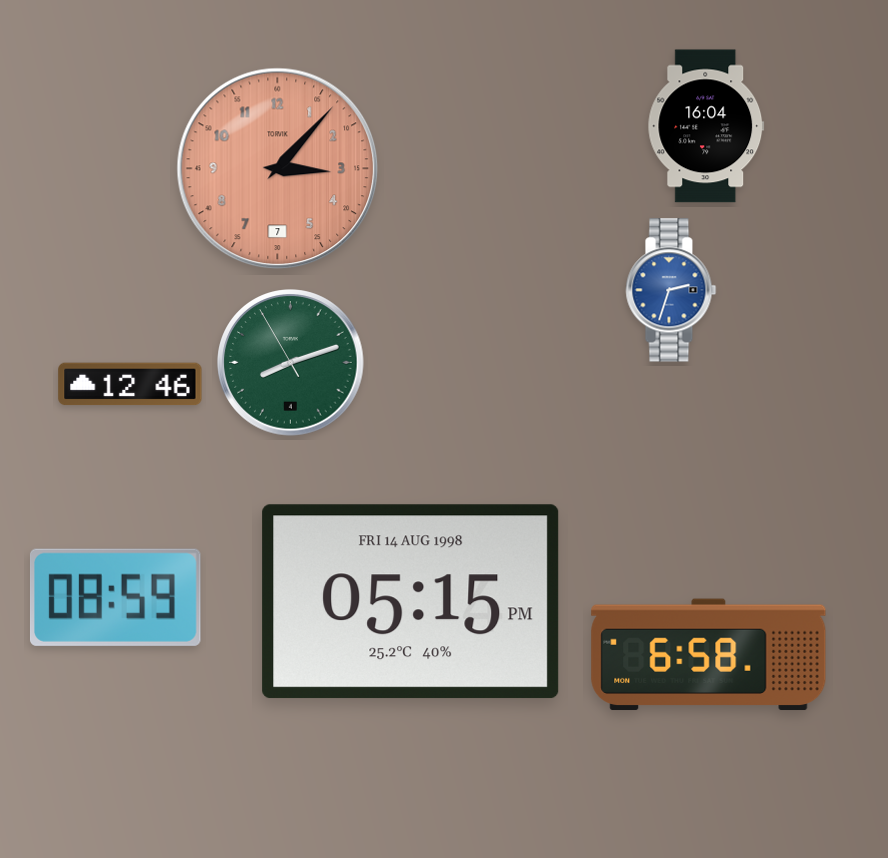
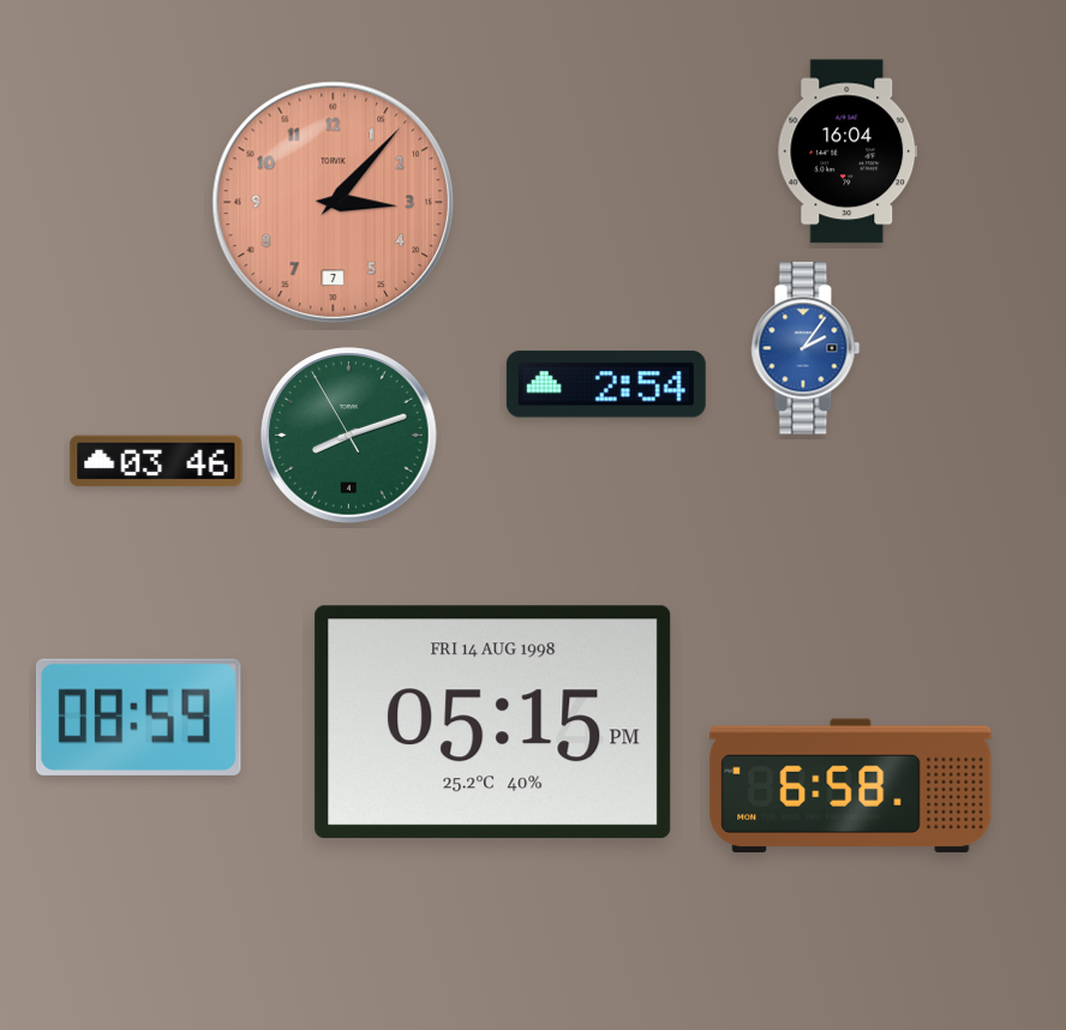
clock at (671, 290): 2:33 -> 2:06
clock at (606, 384): none -> 2:54
clock at (130, 384): 12:46 -> 03:46
